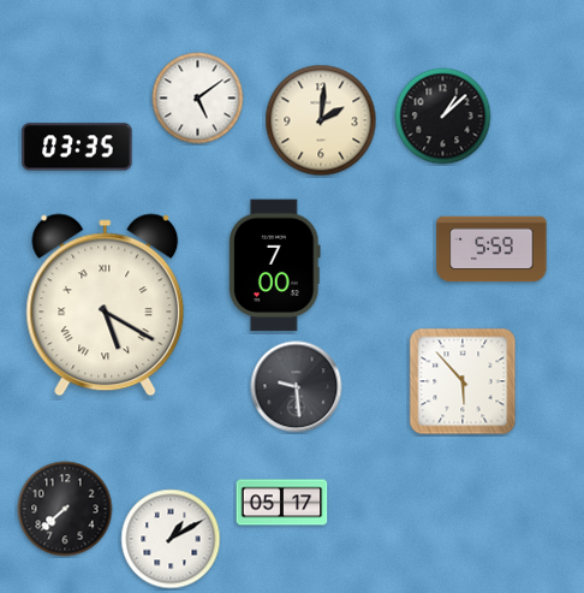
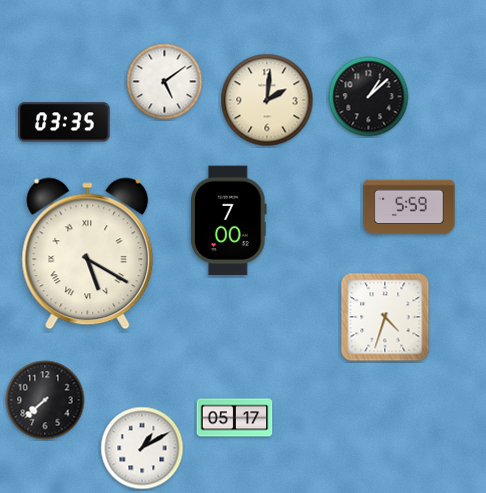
clock at (463, 381): 5:53 -> 4:33
clock at (297, 387): 9:29 -> none
clock at (65, 509) position: (65, 509) -> (45, 400)
